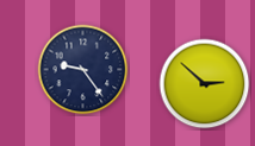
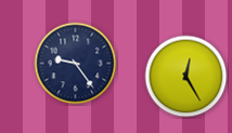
clock at (205, 84): 2:52 -> 12:25
